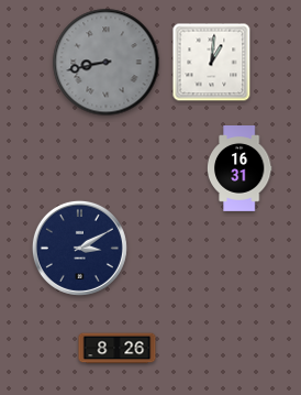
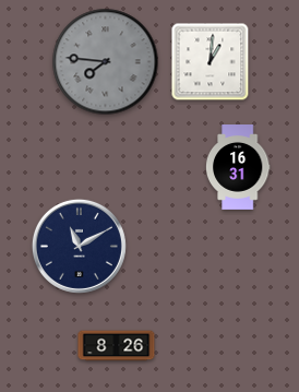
clock at (107, 63): 8:43 -> 7:46
clock at (79, 248): 3:10 -> 11:10
